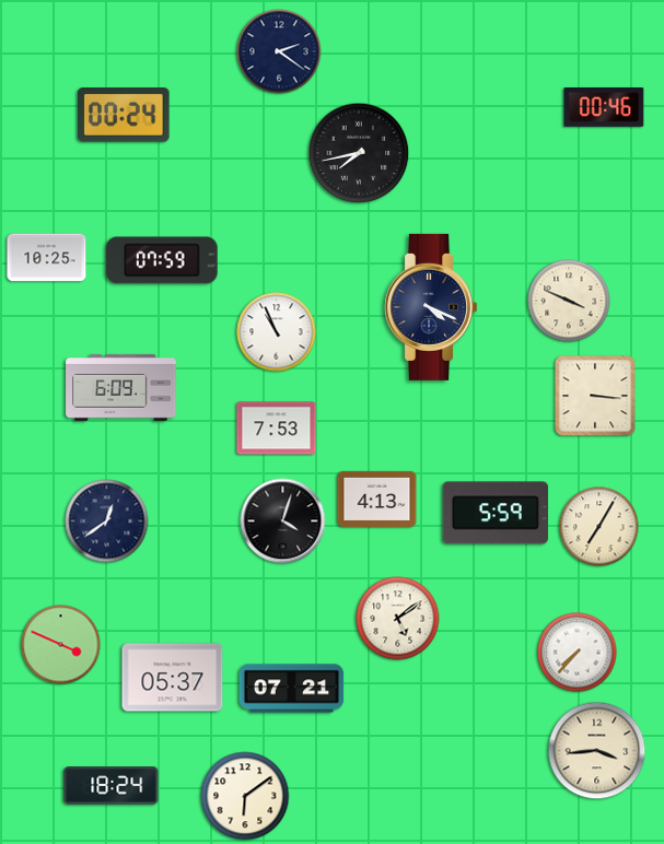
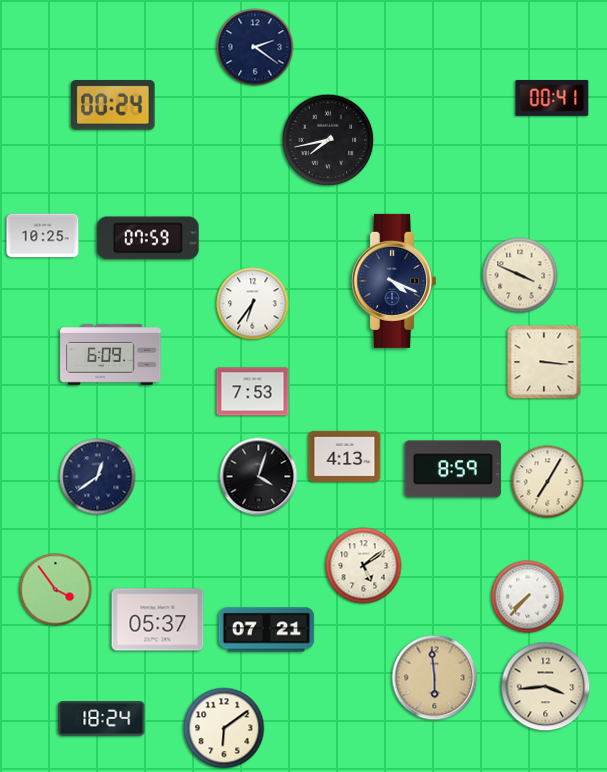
clock at (604, 107): 00:46 -> 00:41
clock at (277, 332): 10:56 -> 6:36
clock at (496, 513): 5:59 -> 8:59
clock at (61, 645): 3:49 -> 3:54
clock at (435, 678): none -> 5:59
